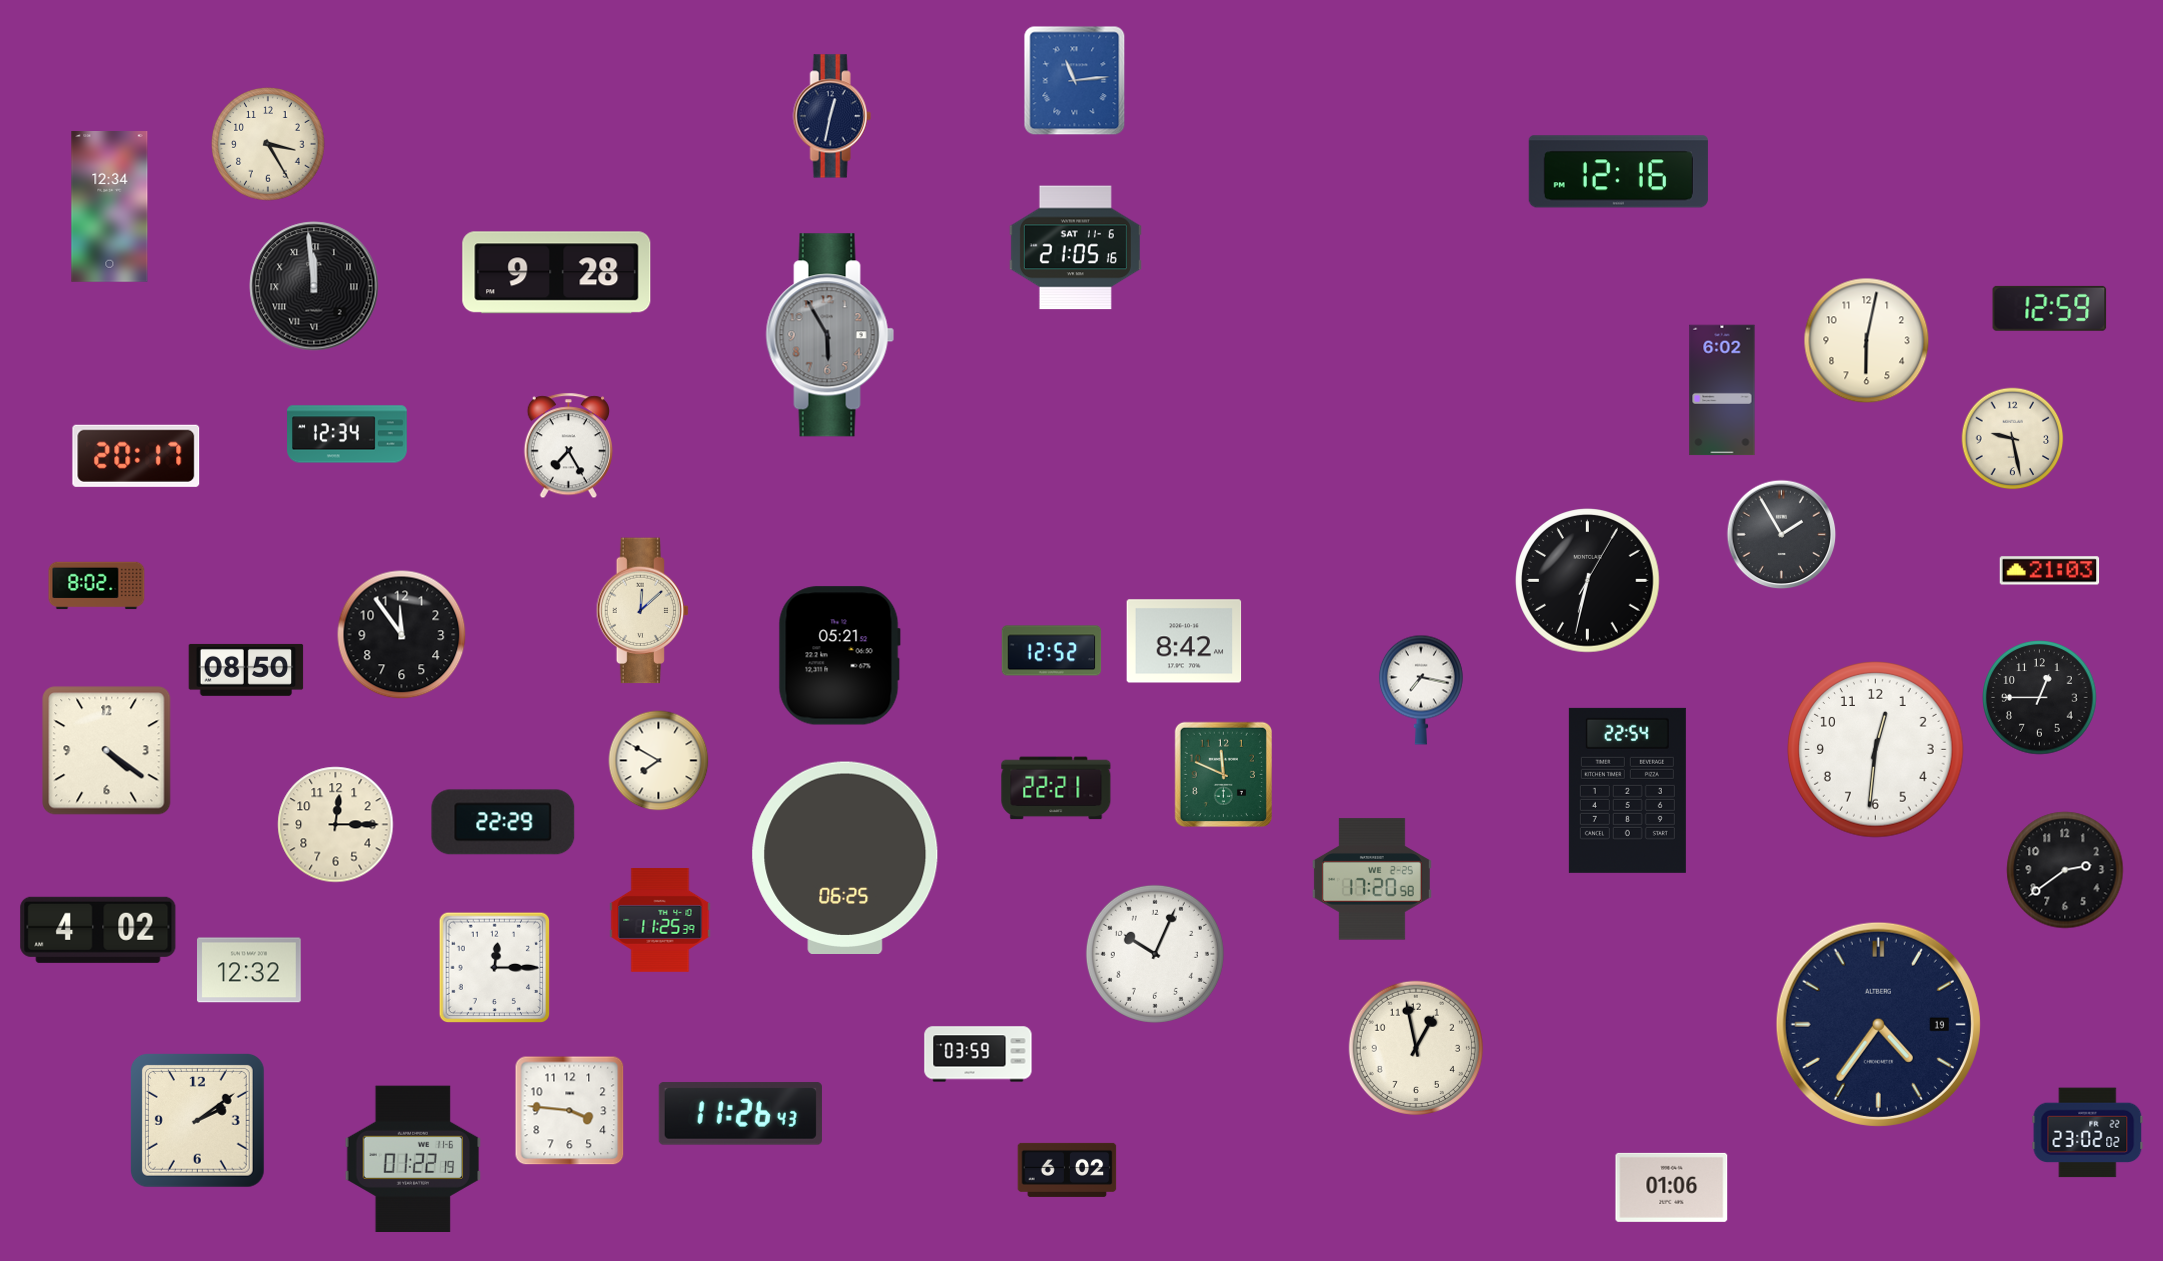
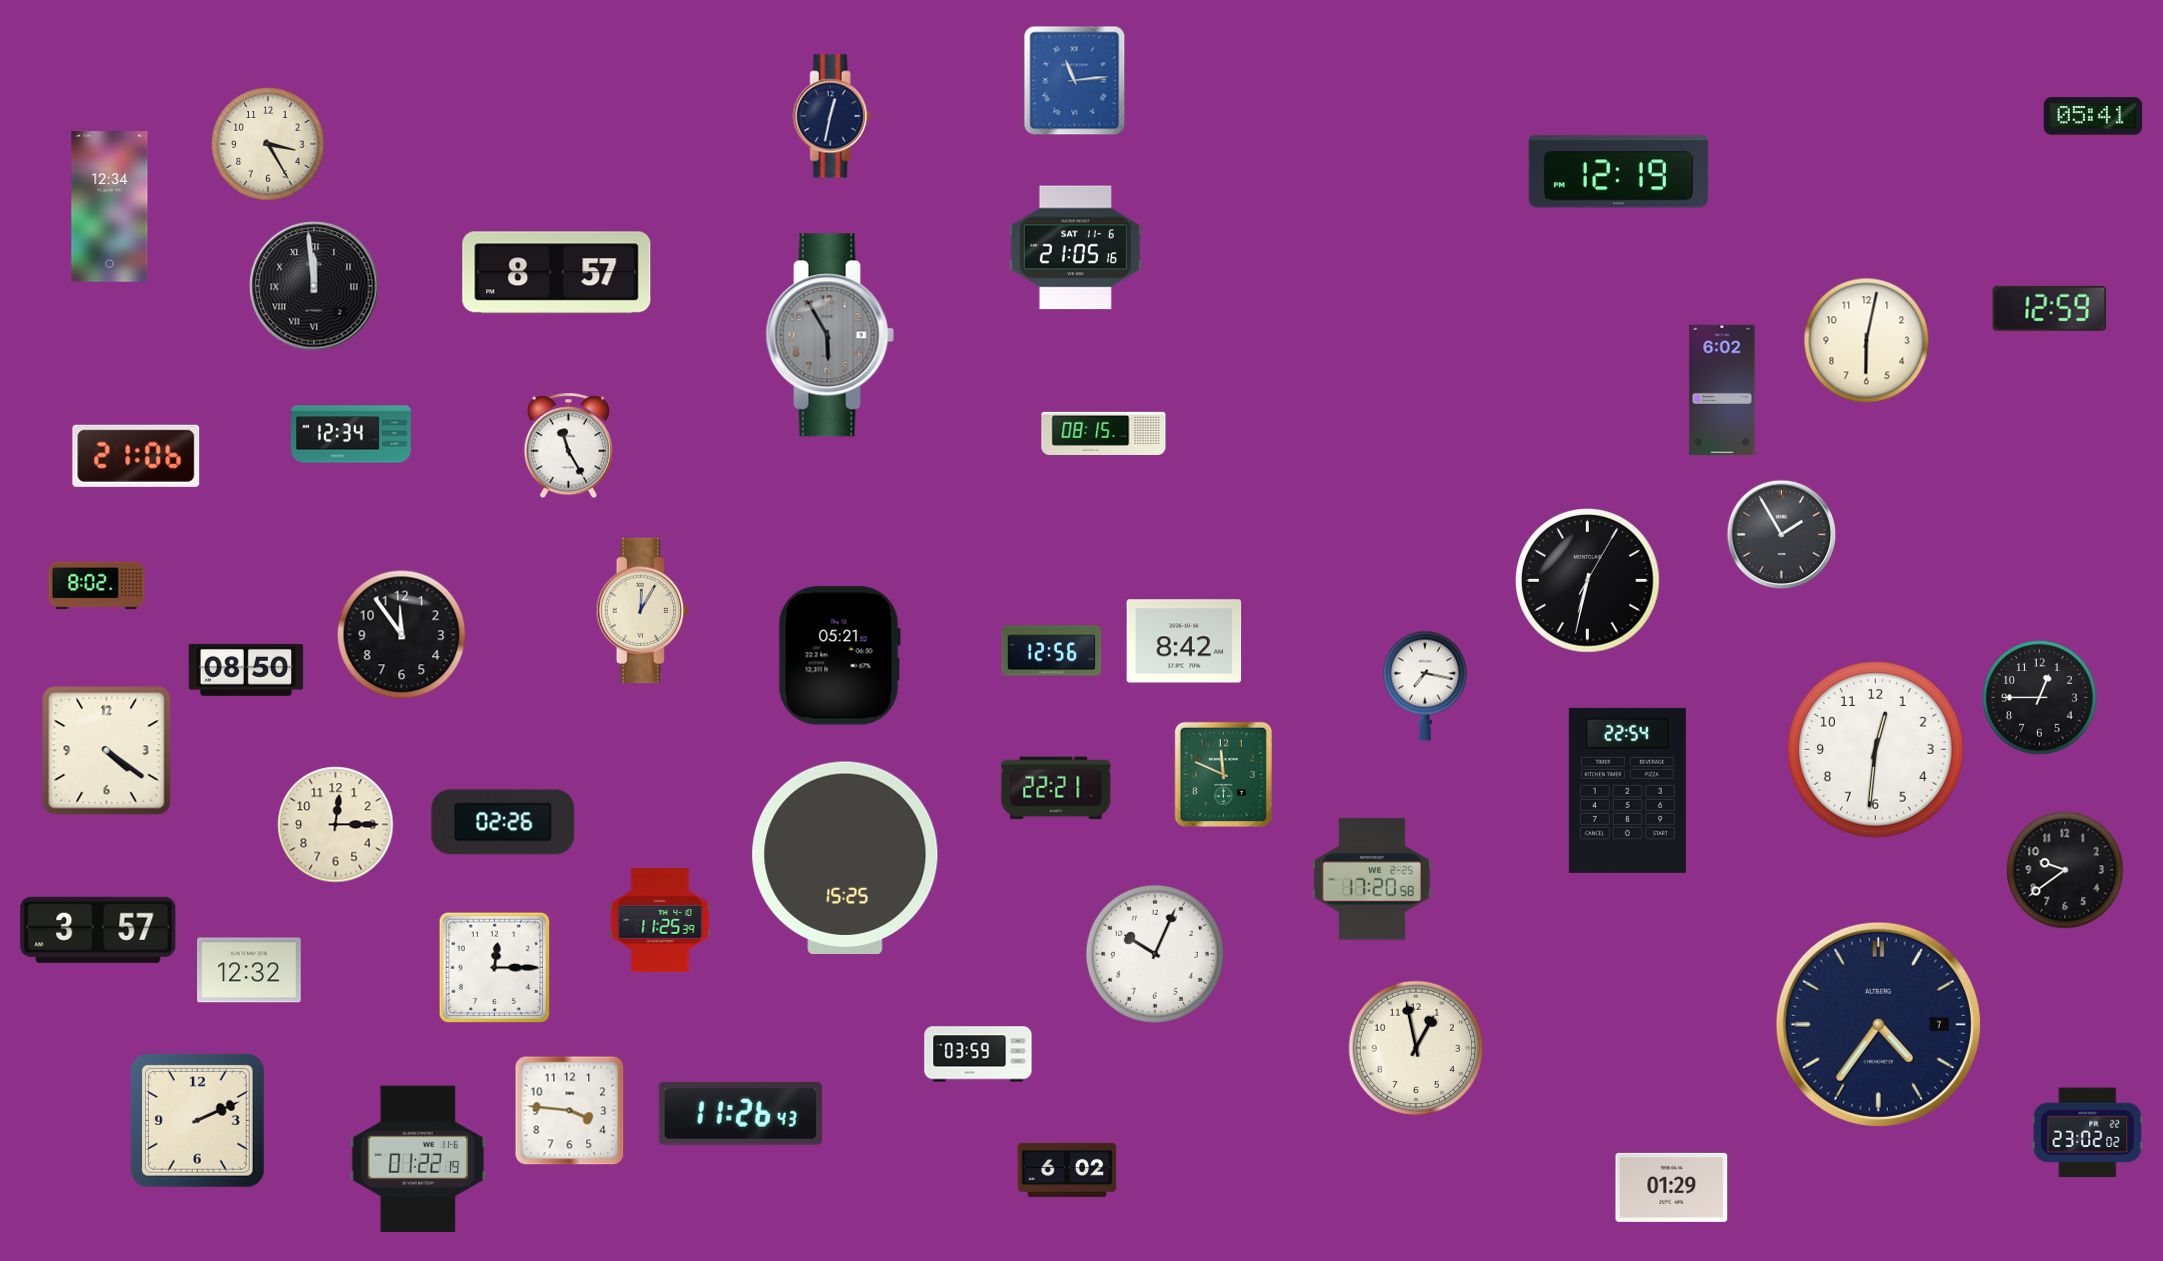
clock at (2093, 116): none -> 05:41
clock at (1618, 172): 12:16 -> 12:19
clock at (557, 273): 9:28 -> 8:57
clock at (1104, 433): none -> 08:15
clock at (347, 434) position: (347, 434) -> (351, 434)
clock at (2013, 439): 9:28 -> none
clock at (568, 446): 7:25 -> 11:25
clock at (136, 456): 20:17 -> 21:06
clock at (2050, 571): 21:03 -> none
clock at (643, 611): 12:08 -> 12:05
clock at (1052, 651): 12:52 -> 12:56
clock at (1421, 690) position: (1421, 690) -> (1425, 686)
clock at (659, 761): 7:50 -> none
clock at (503, 822): 22:29 -> 02:26
clock at (845, 857): 06:25 -> 15:25
clock at (2065, 870): 2:39 -> 9:39
clock at (98, 930): 4:02 -> 3:57
clock at (1878, 1024) date: 19 -> 7
clock at (197, 1120): 2:09 -> 2:11
clock at (413, 1158) position: (413, 1158) -> (418, 1158)
clock at (1672, 1187): 01:06 -> 01:29
